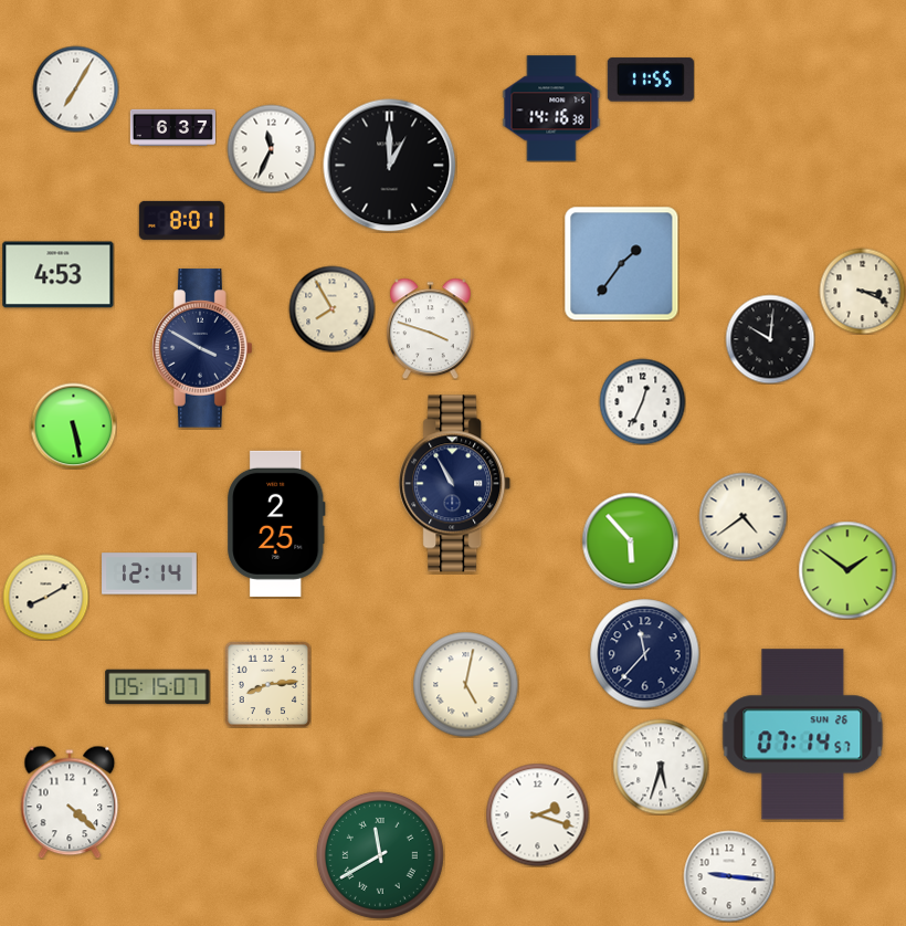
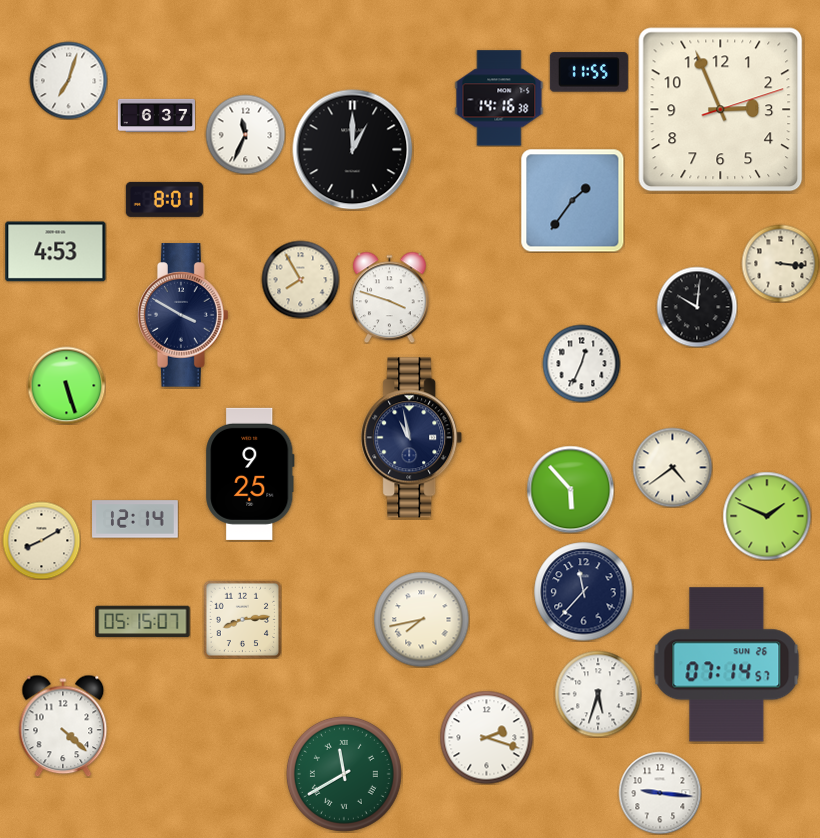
clock at (75, 88): 7:05 -> 7:03
clock at (721, 110): none -> 2:56
clock at (622, 264) position: (622, 264) -> (573, 201)
clock at (59, 275) position: (59, 275) -> (56, 252)
clock at (862, 291): 3:19 -> 3:16
clock at (73, 425): 5:28 -> 5:27
clock at (455, 484): 10:55 -> 10:58
clock at (276, 524): 2:25 -> 9:25
clock at (847, 570): 1:51 -> 1:49
clock at (465, 684): 5:02 -> 7:43
